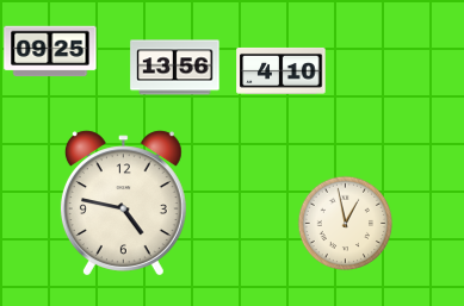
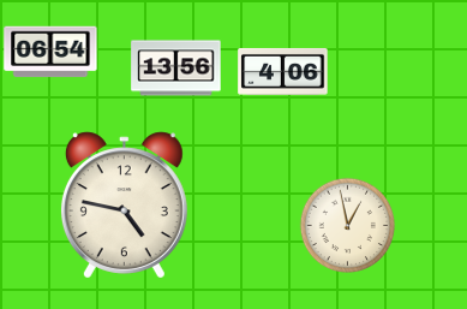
clock at (50, 51): 09:25 -> 06:54
clock at (282, 70): 4:10 -> 4:06
